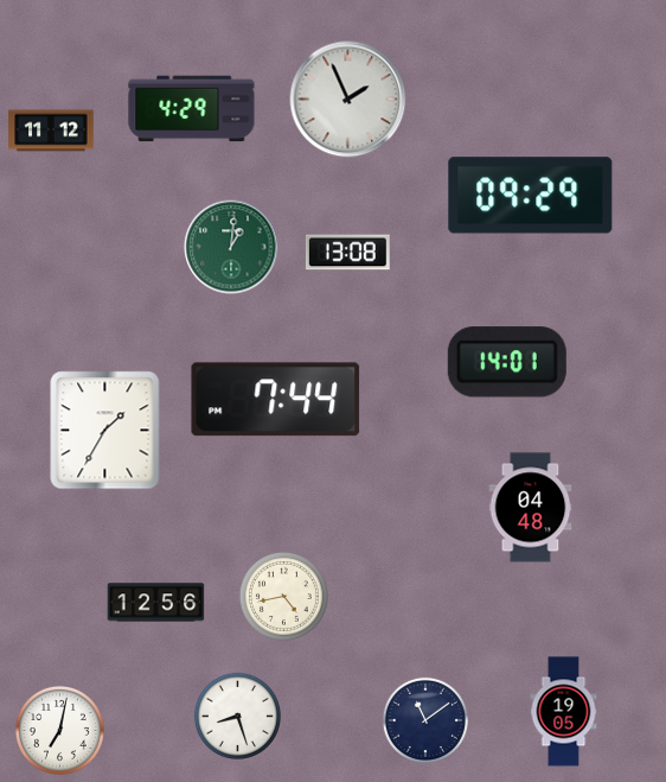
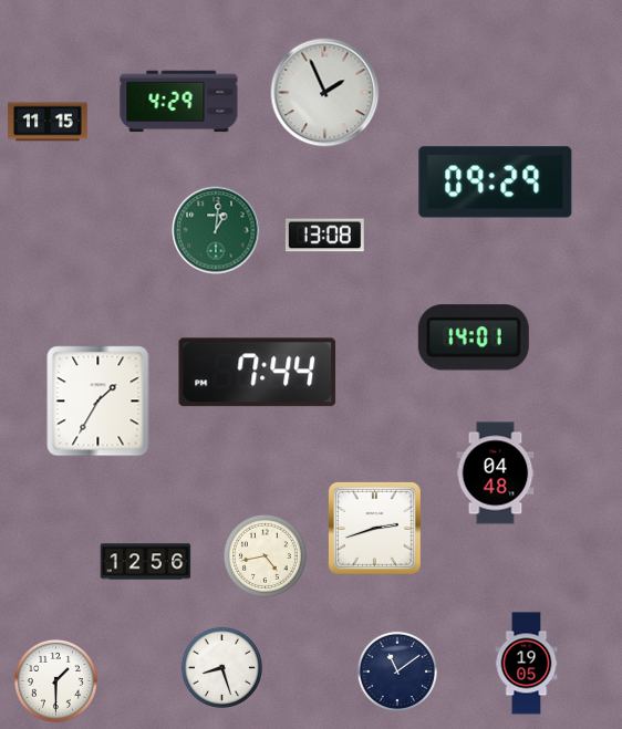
clock at (51, 131): 11:12 -> 11:15
clock at (375, 529): none -> 2:42
clock at (59, 730): 7:02 -> 1:30
